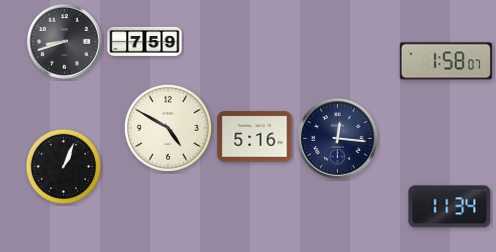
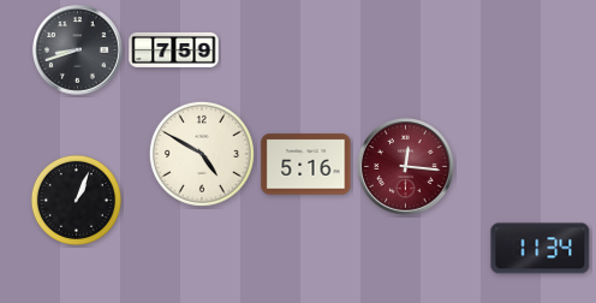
clock at (446, 61): 1:58 -> none
clock at (338, 139) dial: navy -> burgundy
